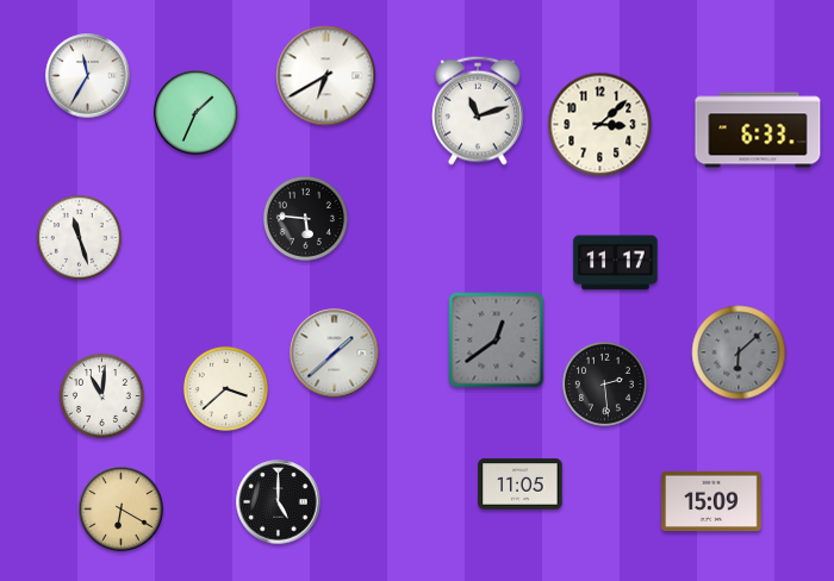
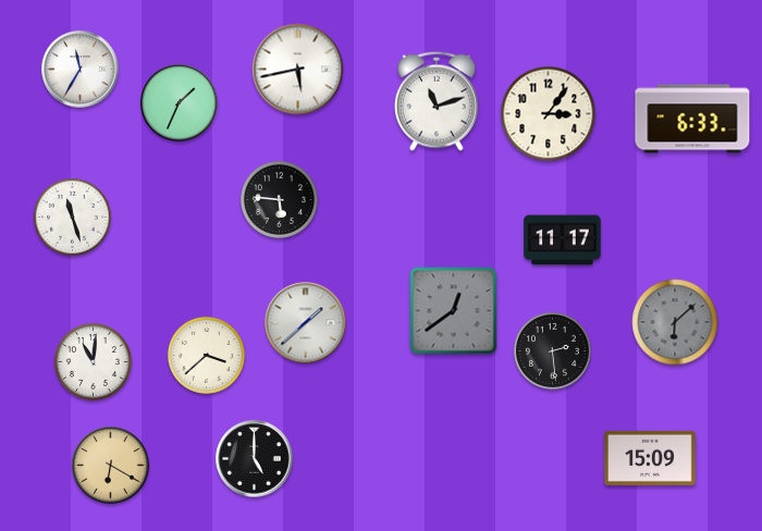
clock at (326, 76): 6:40 -> 5:43
clock at (600, 125): 3:08 -> 3:06
clock at (521, 485): 11:05 -> none
